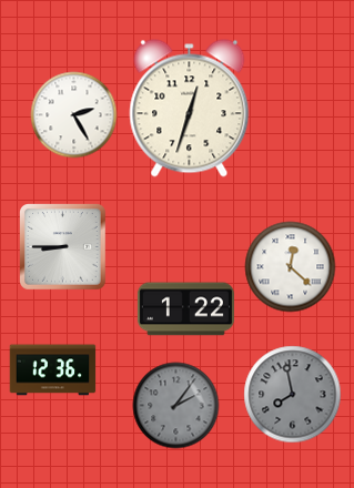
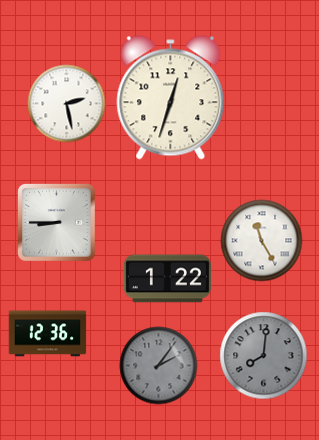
clock at (73, 114): 2:25 -> 2:28
clock at (290, 266): 12:22 -> 11:25
clock at (292, 394): 7:58 -> 8:01
